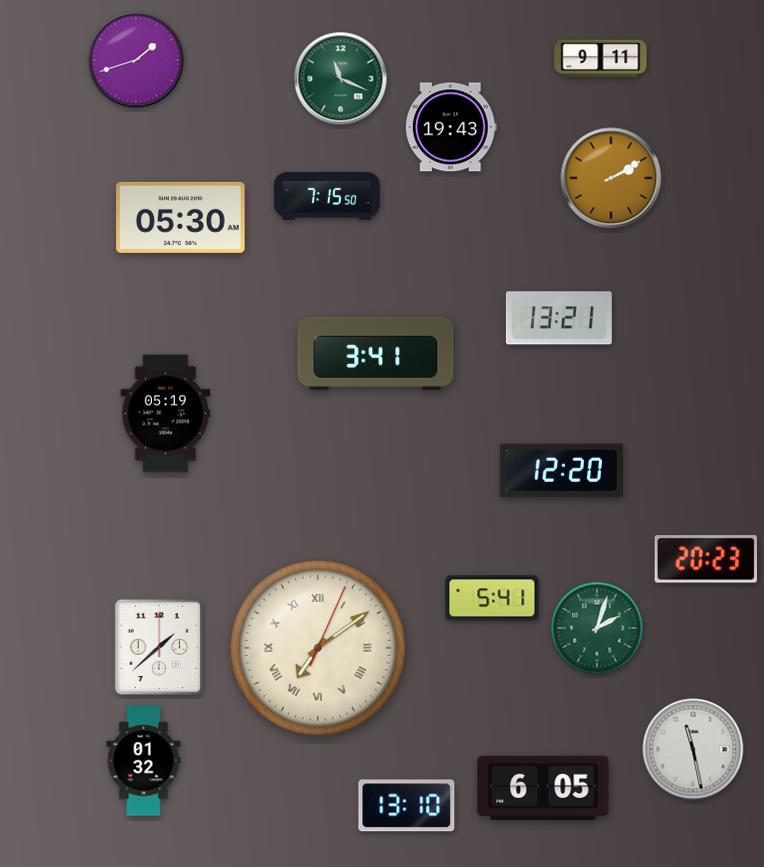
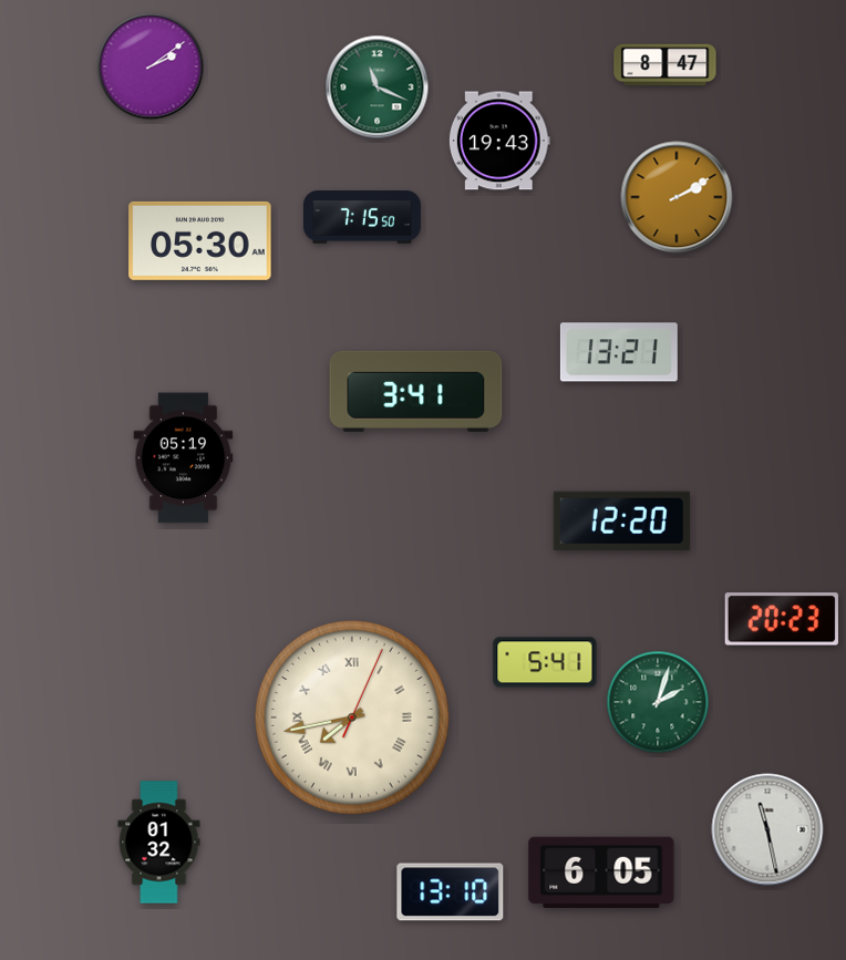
clock at (601, 59): 9:11 -> 8:47
clock at (136, 60): 1:42 -> 2:09
clock at (597, 628) position: (597, 628) -> (658, 702)
clock at (159, 647): 1:38 -> none
clock at (318, 648): 7:09 -> 7:43
